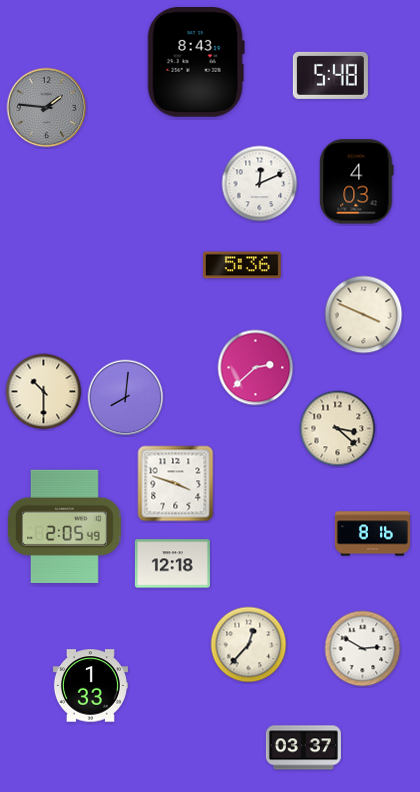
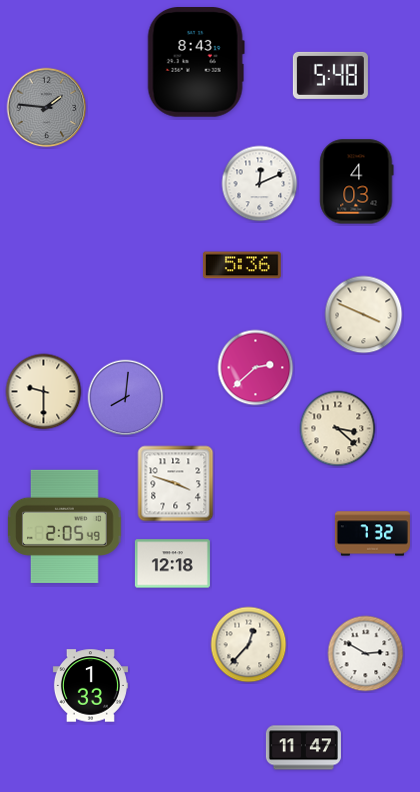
clock at (44, 392): 10:30 -> 9:30
clock at (372, 534): 8:16 -> 7:32
clock at (363, 649) position: (363, 649) -> (366, 654)
clock at (303, 748): 03:37 -> 11:47
